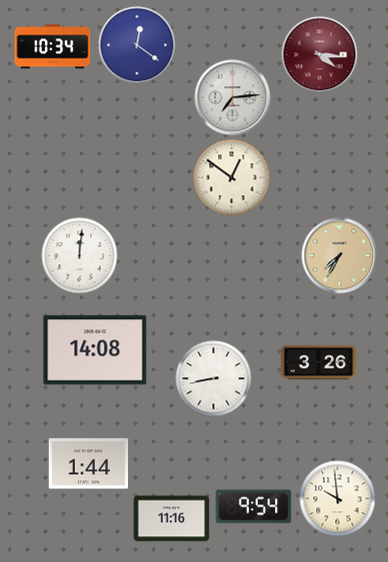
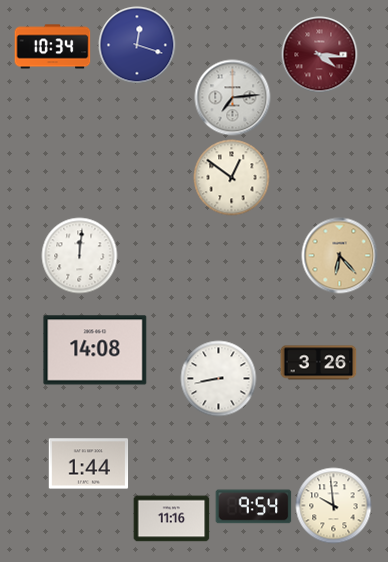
clock at (137, 45): 12:21 -> 12:18
clock at (340, 256): 7:35 -> 6:23
clock at (214, 379) position: (214, 379) -> (219, 379)
clock at (338, 499) position: (338, 499) -> (334, 506)
